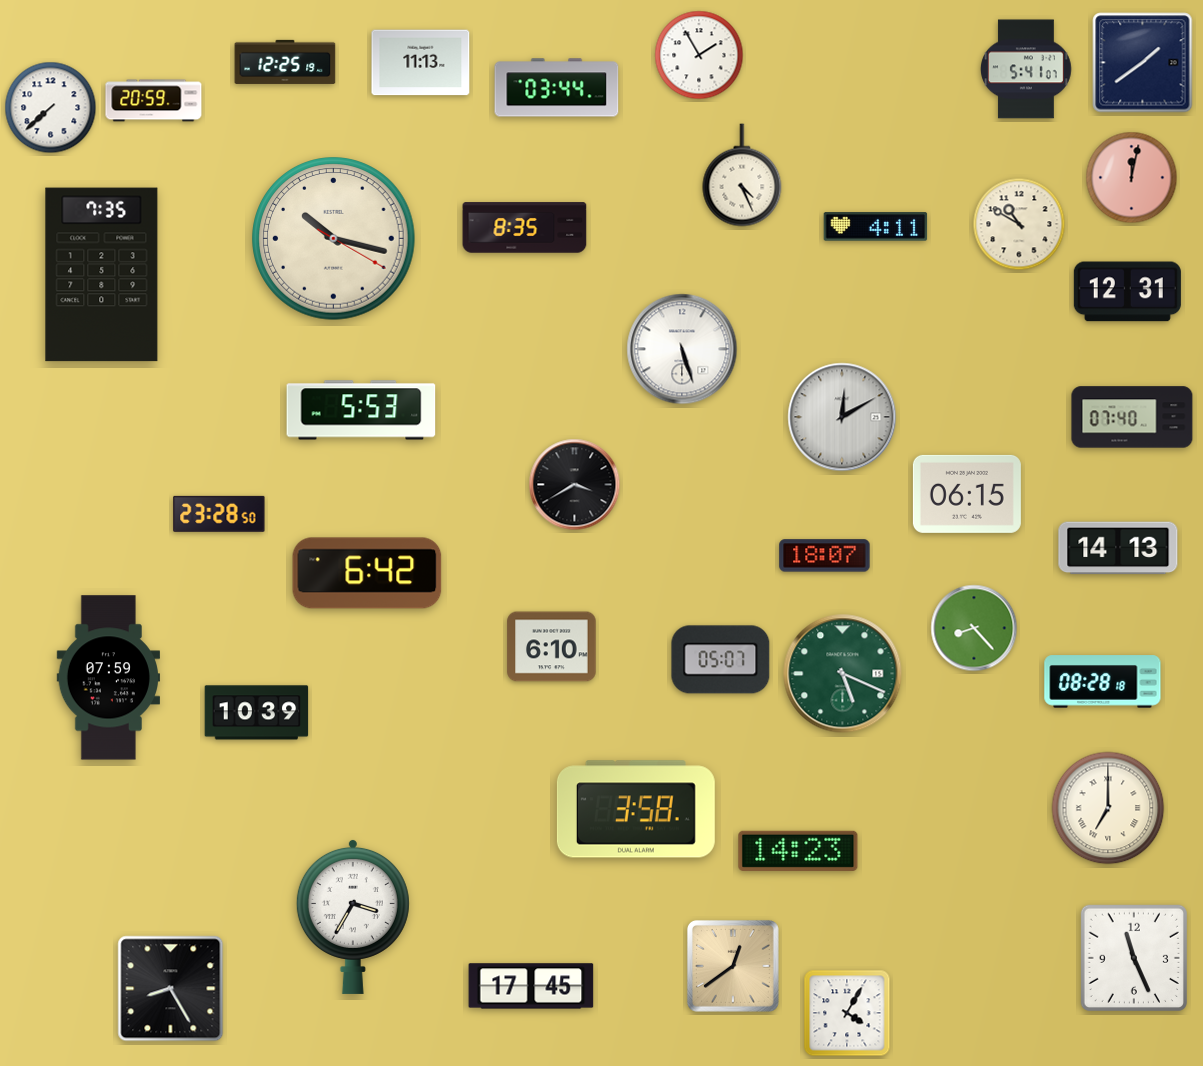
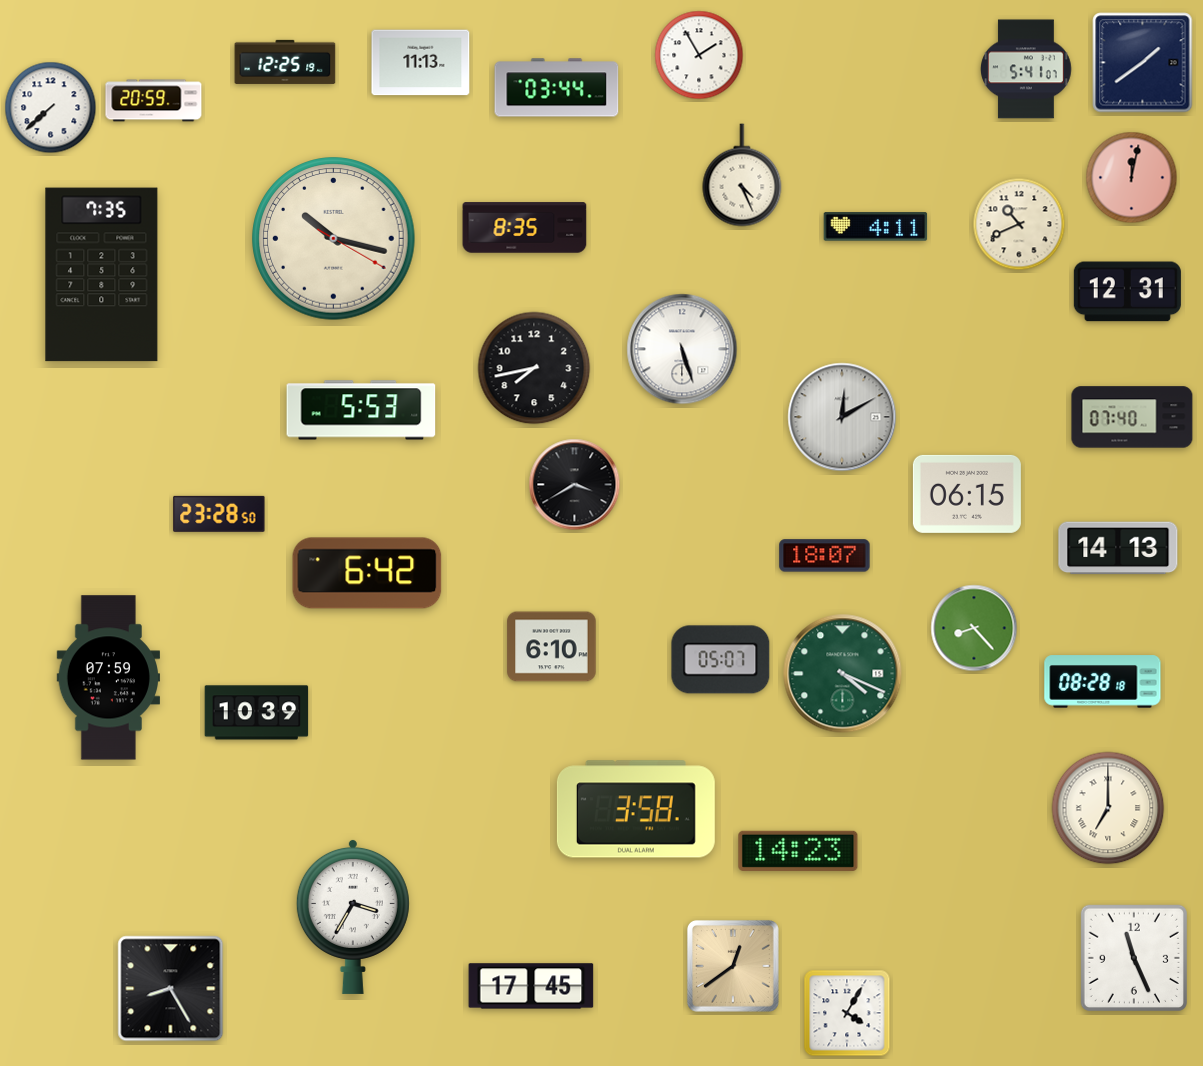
clock at (1019, 224): 10:50 -> 10:41
clock at (534, 368): none -> 7:43
clock at (843, 674): 5:19 -> 4:19
